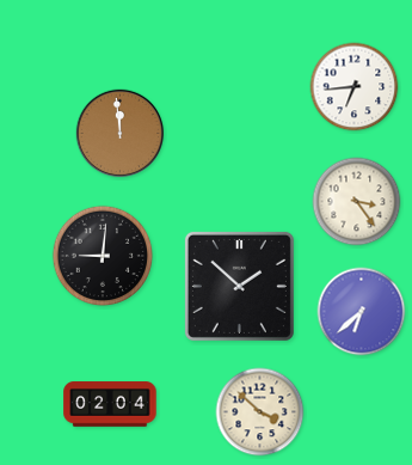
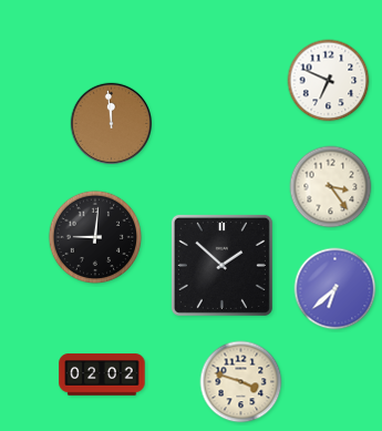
clock at (355, 87): 6:44 -> 6:49
clock at (110, 404): 02:04 -> 02:02
clock at (260, 412): 3:52 -> 3:48
